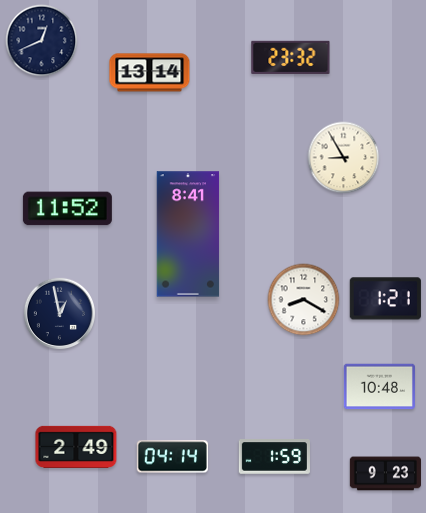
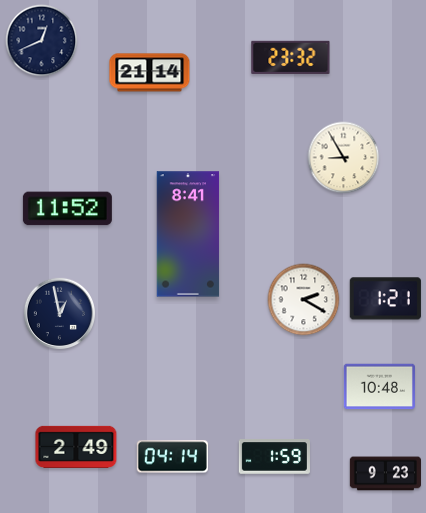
clock at (150, 73): 13:14 -> 21:14
clock at (304, 300): 8:20 -> 2:20
